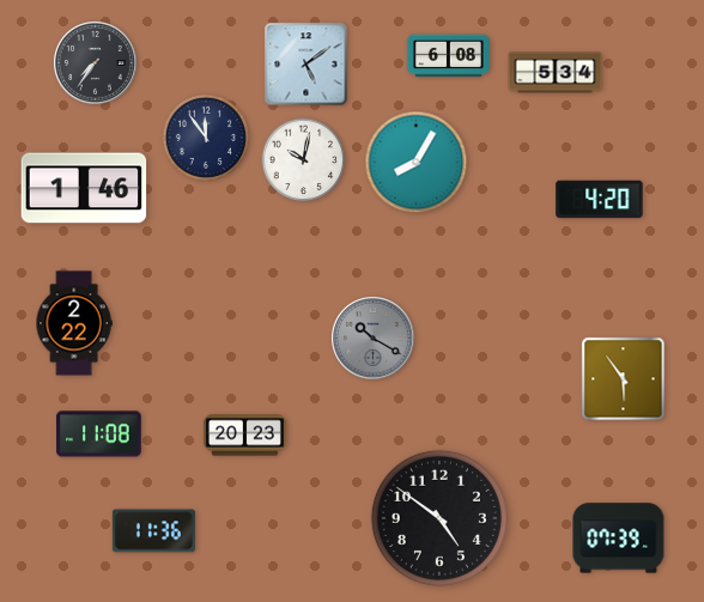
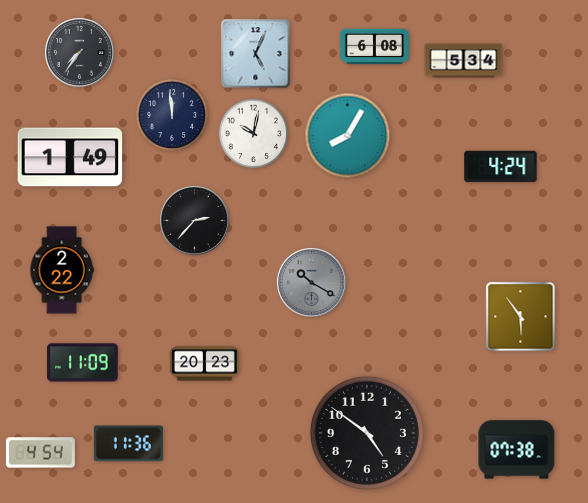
clock at (307, 65): 5:09 -> 5:04
clock at (206, 138): 11:54 -> 11:59
clock at (84, 188): 1:46 -> 1:49
clock at (600, 200): 4:20 -> 4:24
clock at (195, 221): none -> 2:37
clock at (99, 434): 11:08 -> 11:09
clock at (619, 539): 07:39 -> 07:38
clock at (40, 453): none -> 4:54
